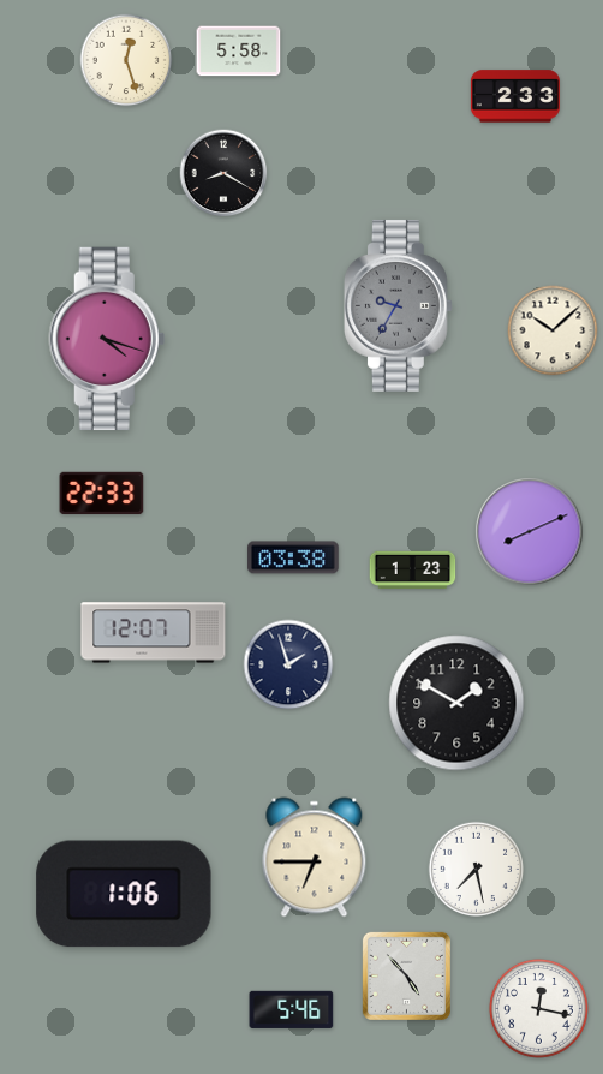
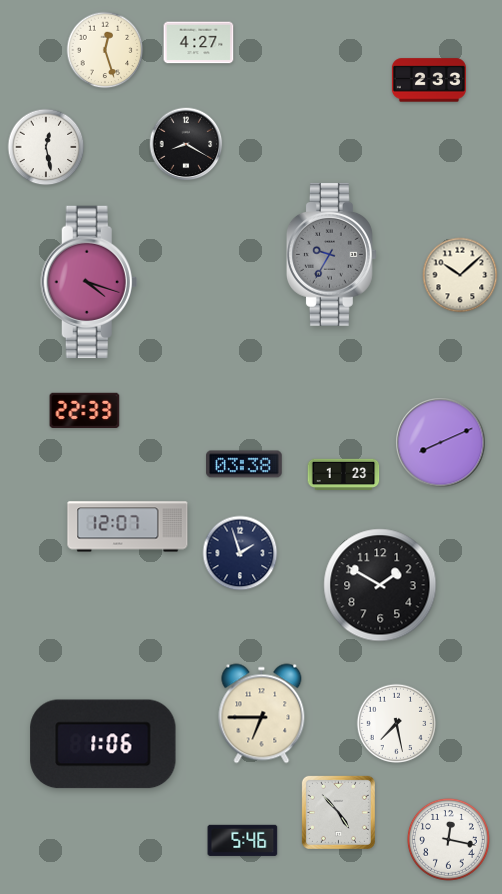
clock at (239, 52): 5:58 -> 4:27
clock at (46, 147): none -> 12:28
